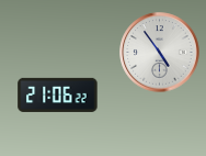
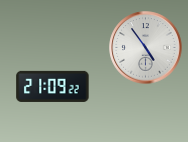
clock at (58, 94): 21:06 -> 21:09
